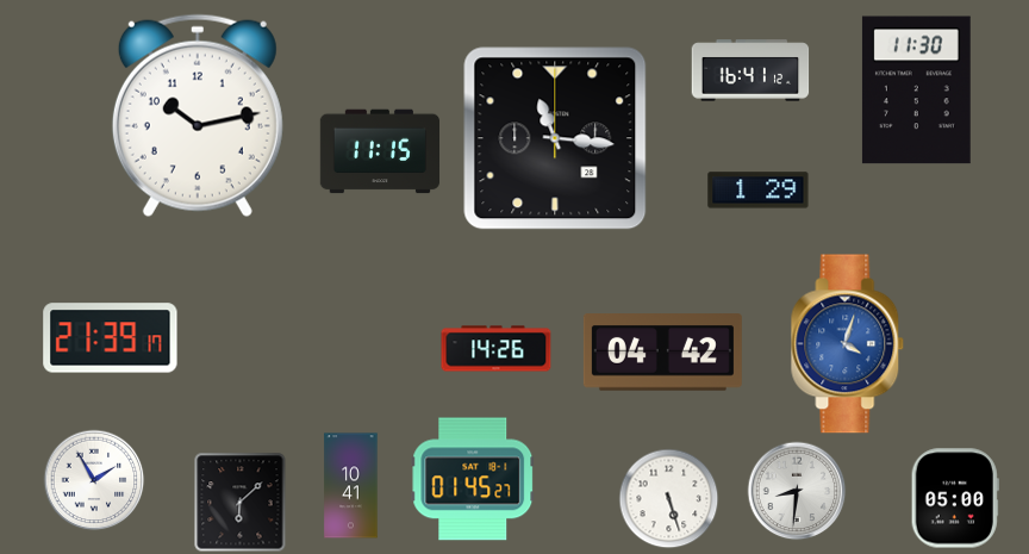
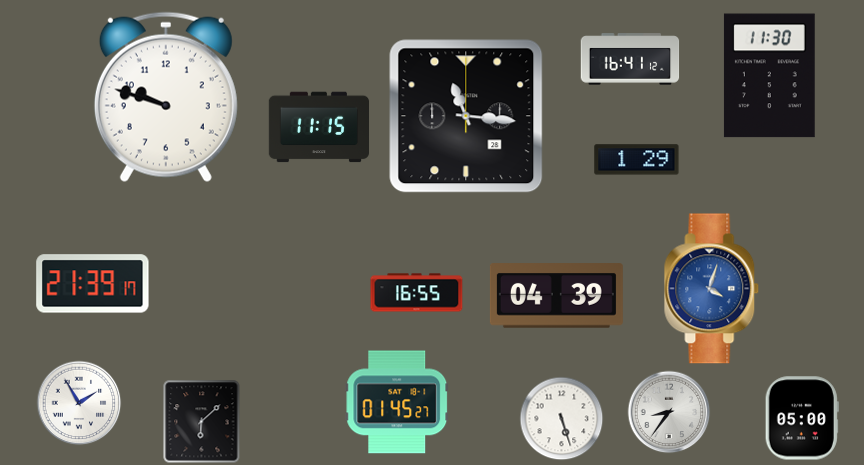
clock at (198, 116): 10:13 -> 9:48
clock at (497, 349): 14:26 -> 16:55
clock at (662, 353): 04:42 -> 04:39
clock at (351, 486): 10:41 -> none
clock at (797, 491): 8:31 -> 8:36
